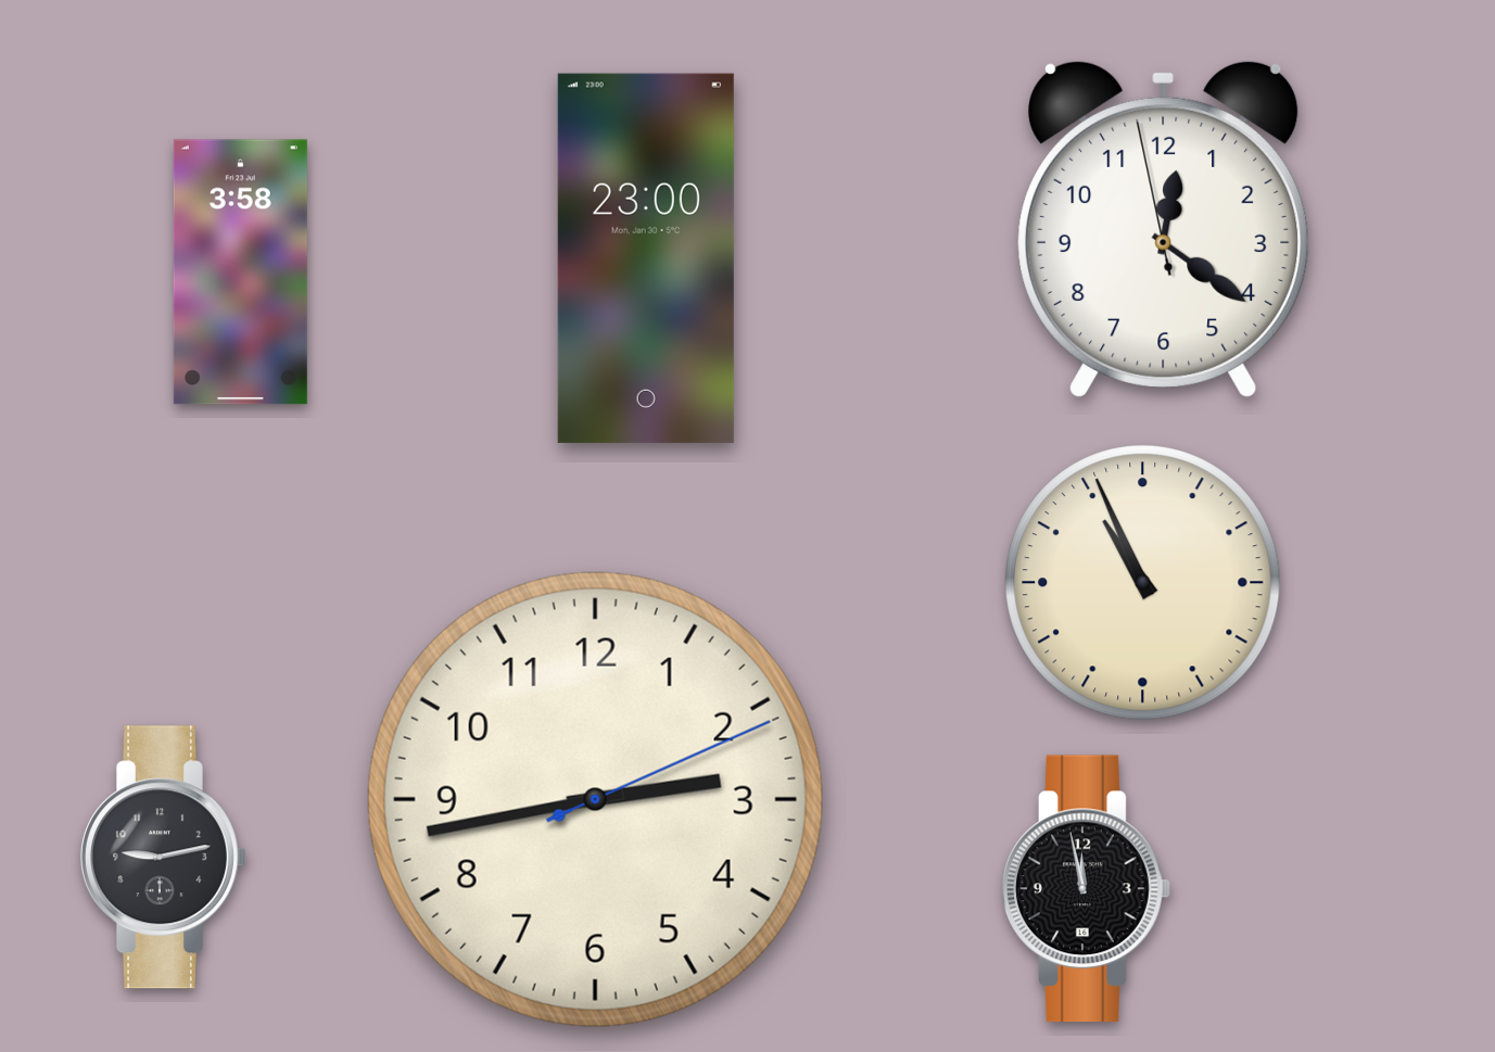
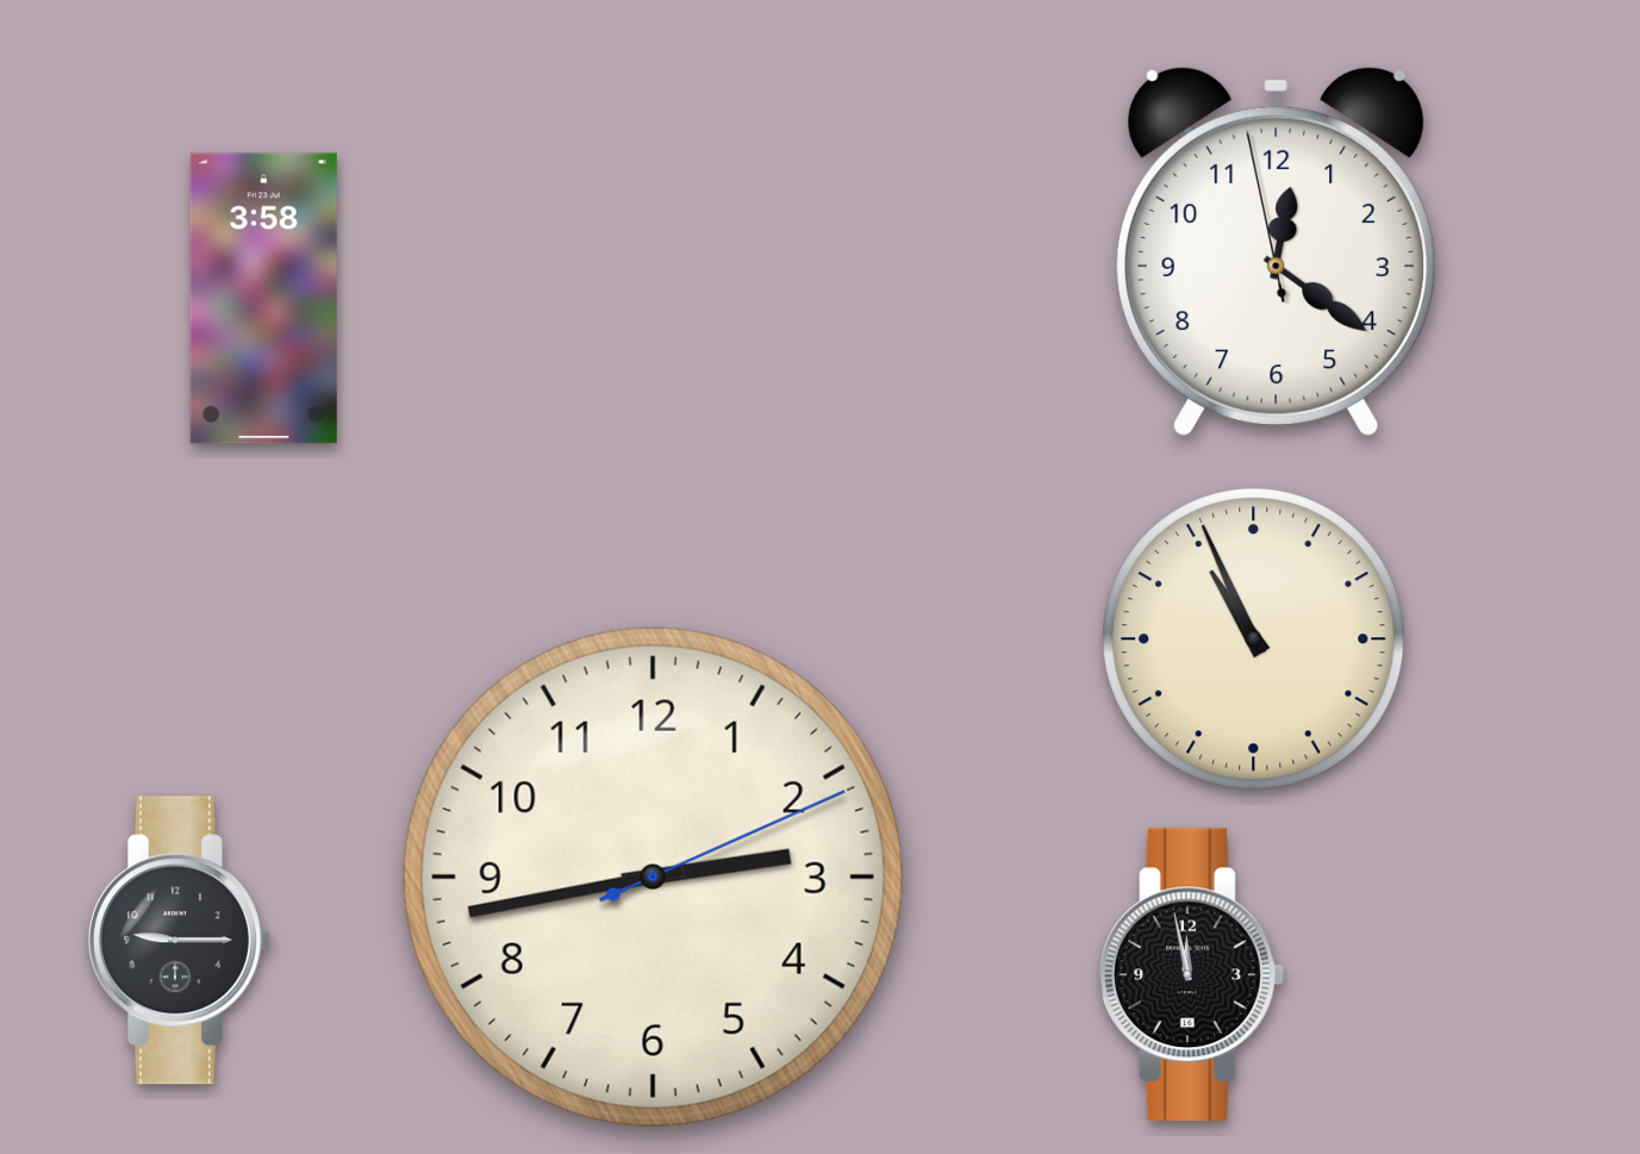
clock at (646, 258): 23:00 -> none
clock at (163, 858): 9:13 -> 9:15
